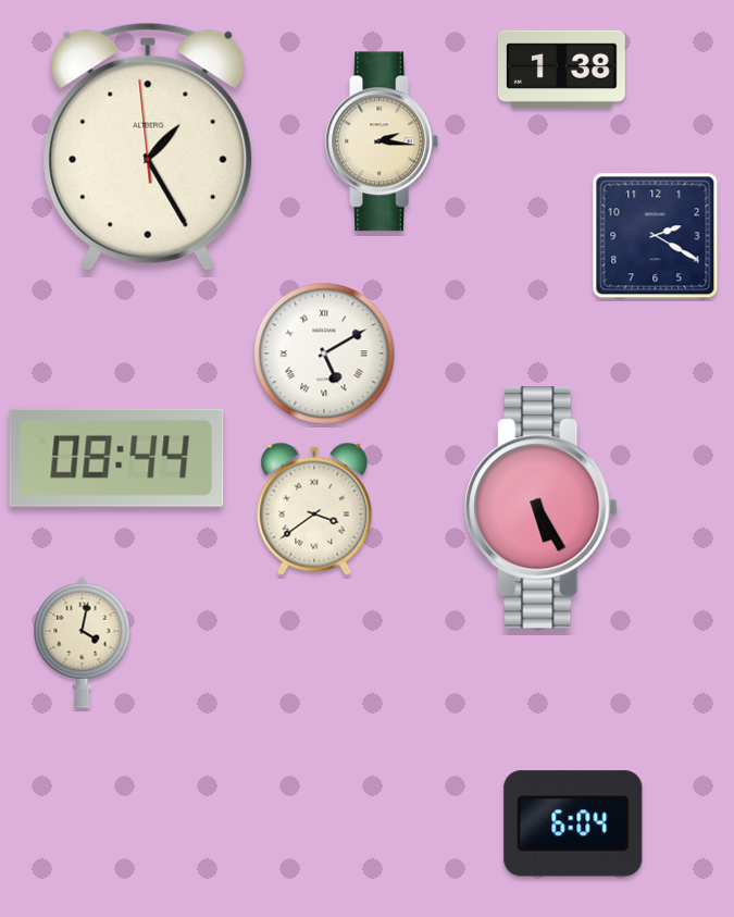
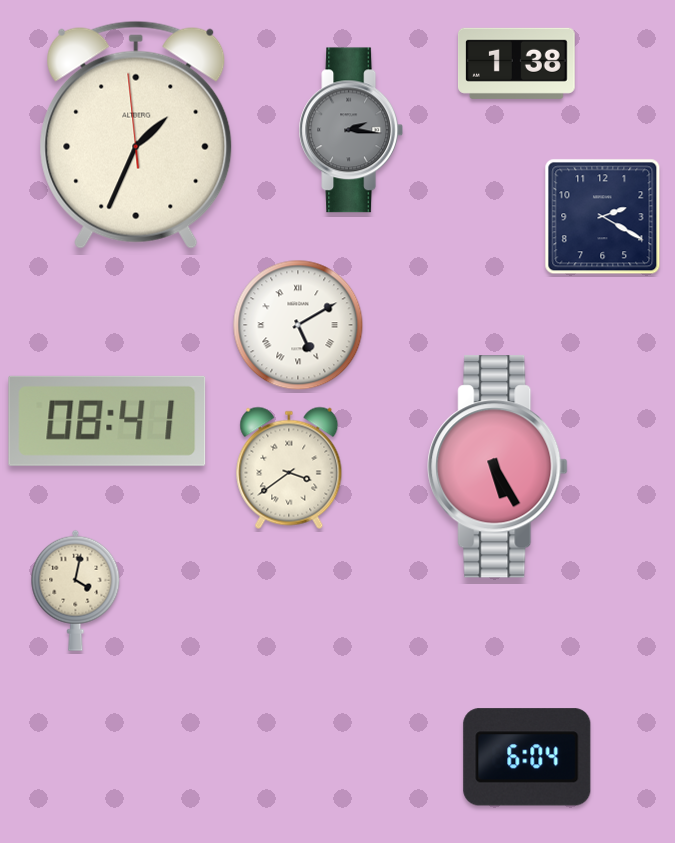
clock at (381, 141) dial: cream -> grey
clock at (148, 147): 1:24 -> 1:33
clock at (116, 458): 08:44 -> 08:41
